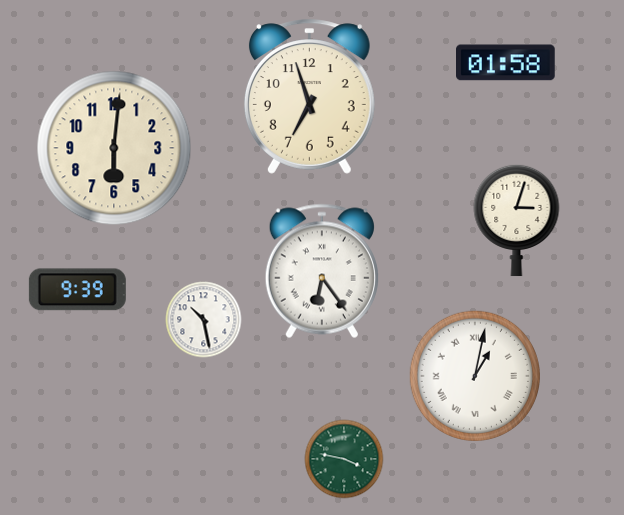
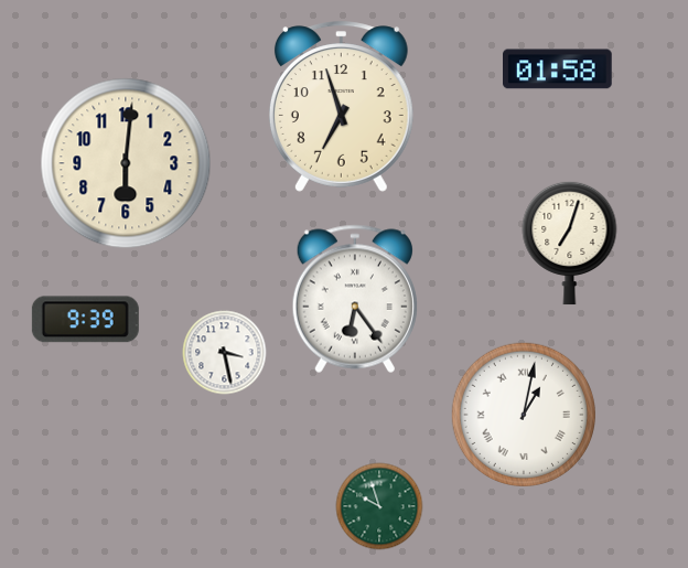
clock at (517, 220): 3:03 -> 7:03
clock at (204, 320): 10:28 -> 3:28
clock at (344, 459): 3:47 -> 9:57
